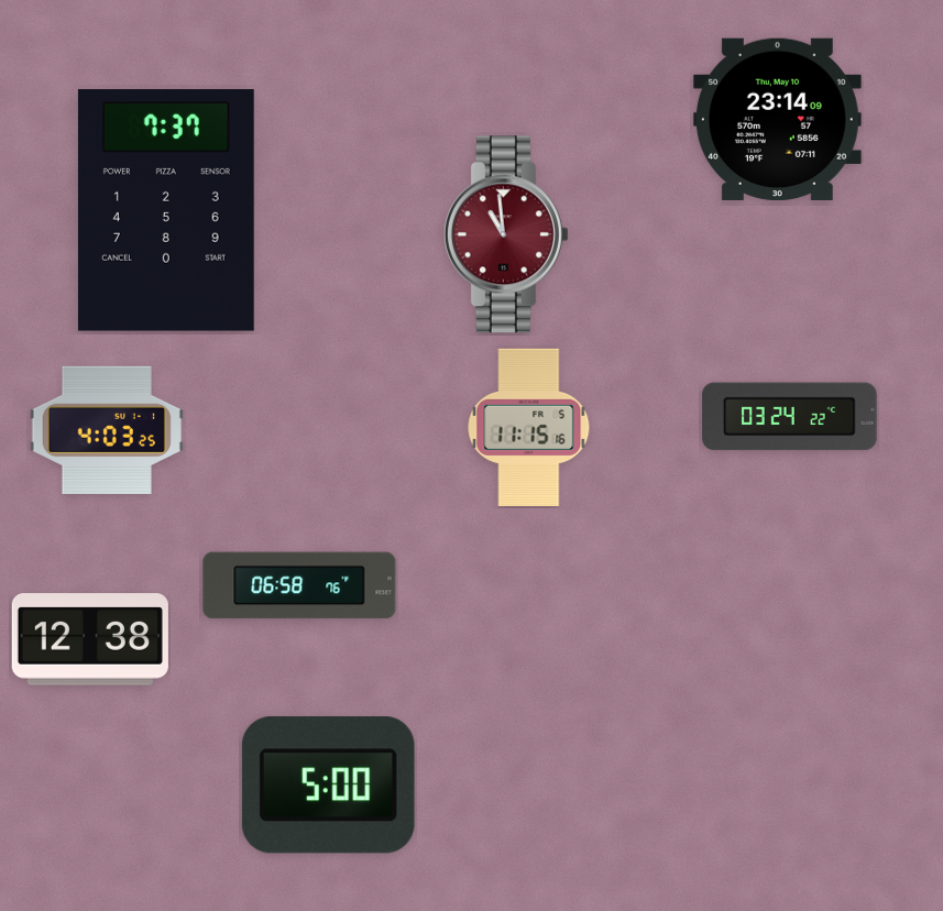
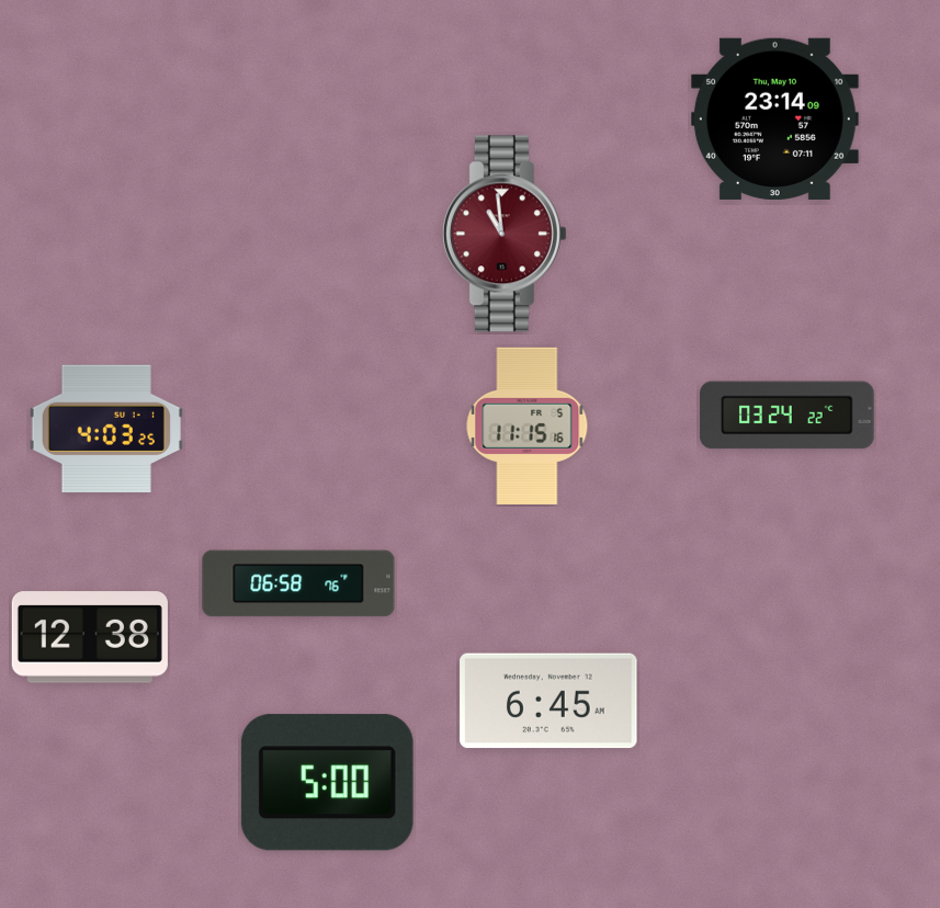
clock at (166, 210): 7:37 -> none
clock at (548, 701): none -> 6:45
